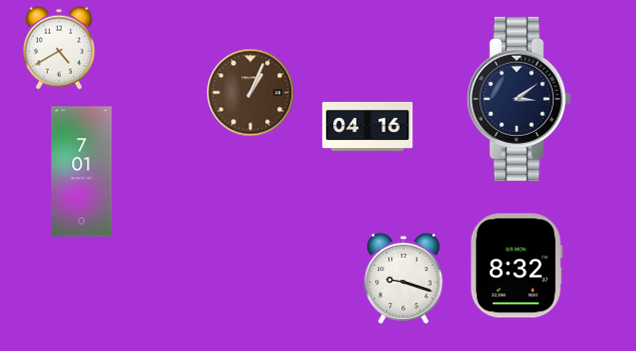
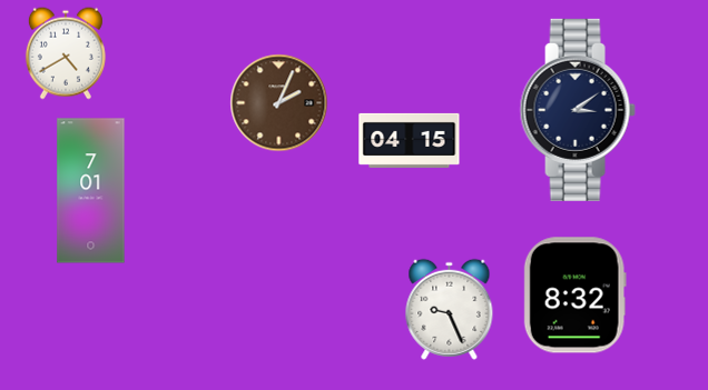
clock at (251, 93): 1:04 -> 2:04
clock at (368, 126): 04:16 -> 04:15
clock at (404, 278): 9:18 -> 9:26
